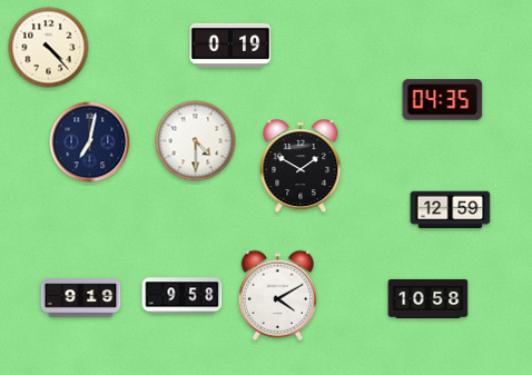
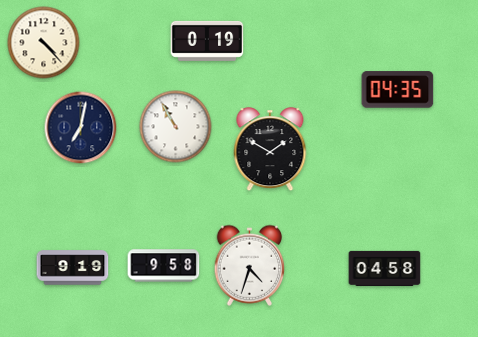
clock at (196, 141): 4:30 -> 10:55
clock at (451, 210): 12:59 -> none
clock at (278, 295): 4:10 -> 4:33
clock at (428, 298): 10:58 -> 04:58
